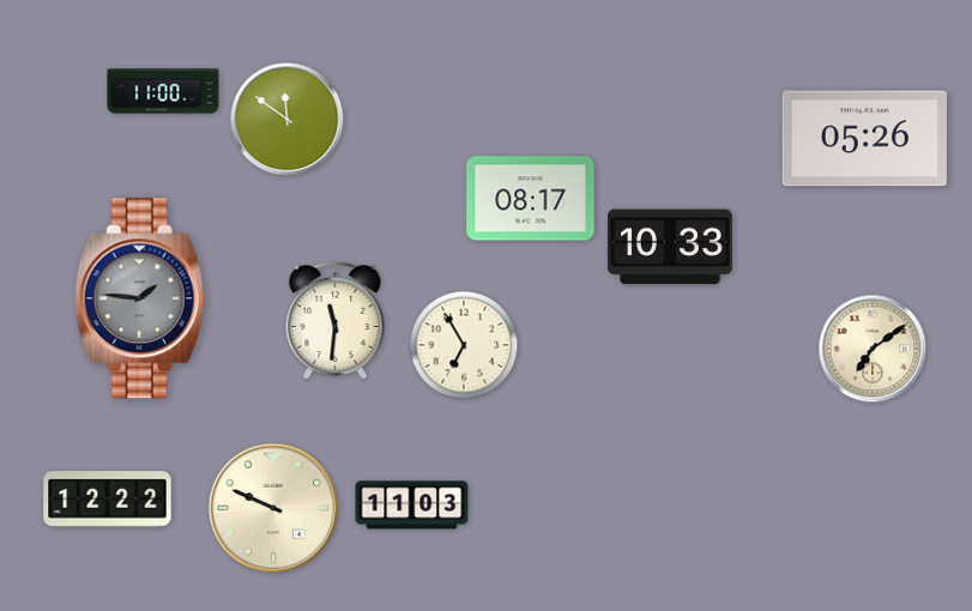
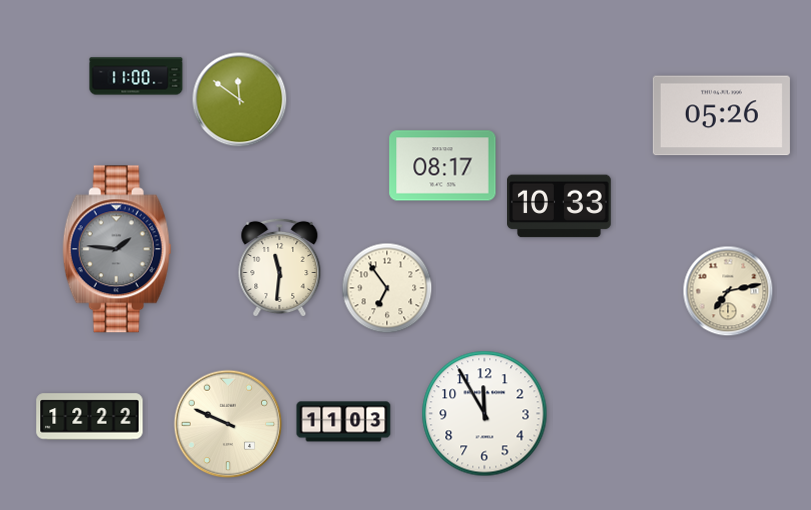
clock at (464, 345): 6:55 -> 6:54
clock at (873, 349): 7:09 -> 7:13
clock at (485, 414): none -> 11:55
